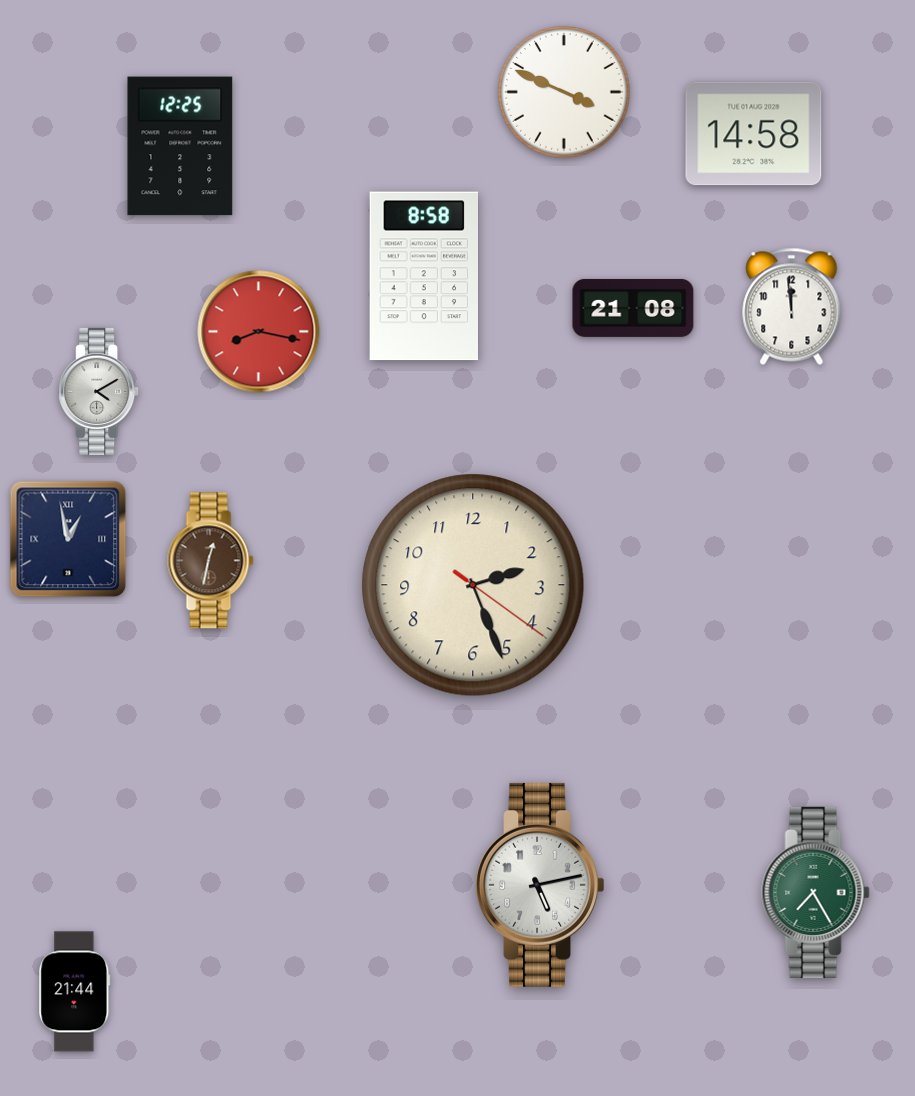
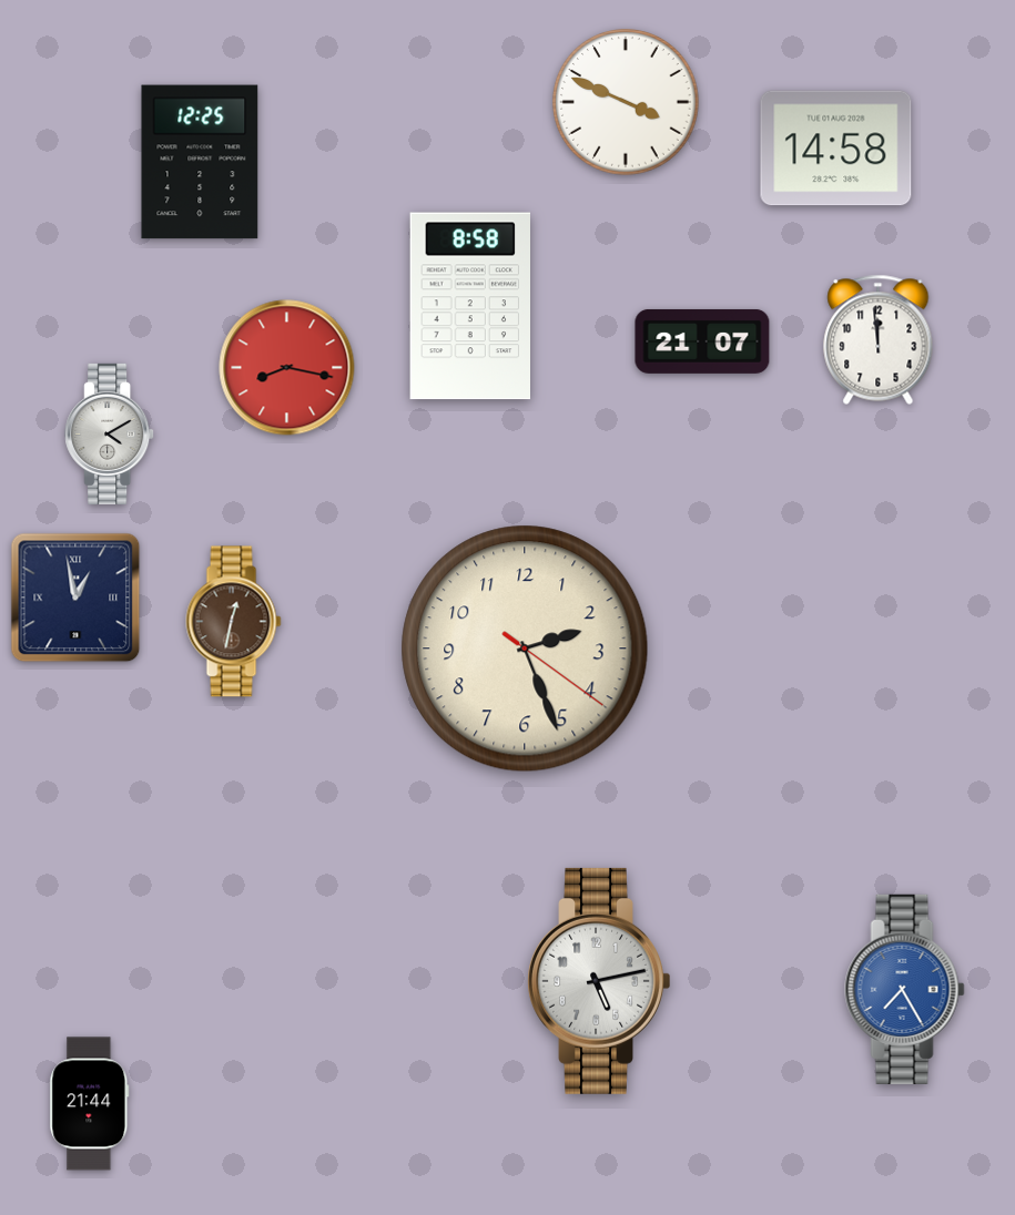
clock at (633, 308): 21:08 -> 21:07
clock at (816, 892) dial: green -> blue
clock at (75, 992) position: (75, 992) -> (90, 1104)
